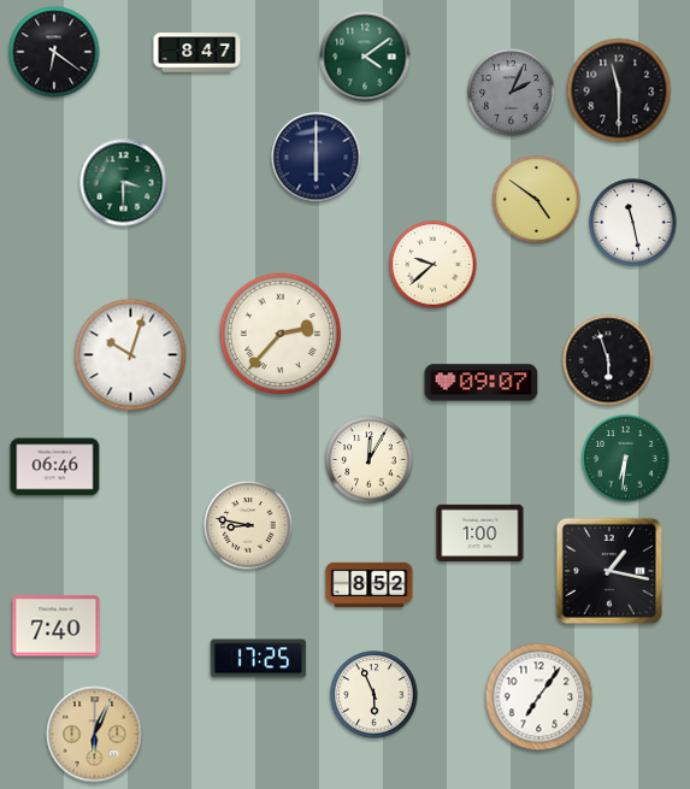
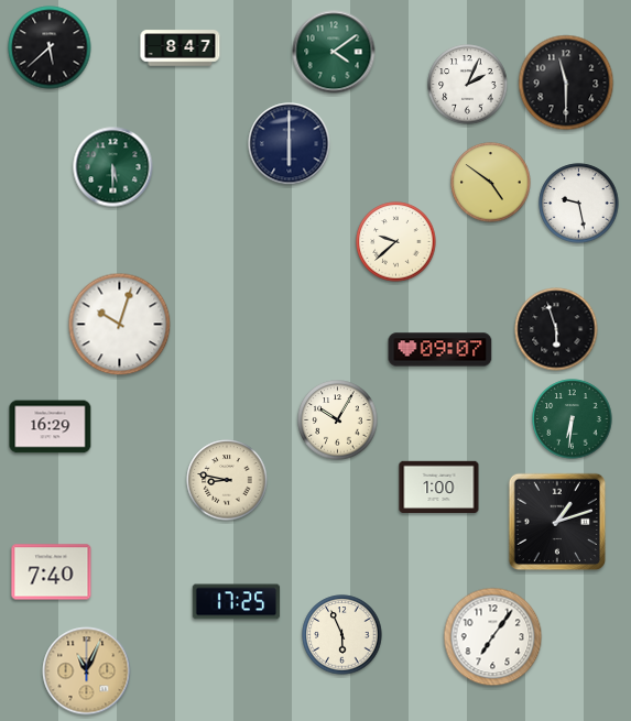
clock at (54, 52): 6:21 -> 5:38
clock at (512, 93) dial: grey -> white
clock at (124, 183): 3:30 -> 5:30
clock at (633, 223): 11:28 -> 9:28
clock at (279, 332): 2:37 -> none
clock at (370, 460): 12:05 -> 10:05
clock at (55, 467): 06:46 -> 16:29
clock at (609, 571): 1:17 -> 1:12
clock at (370, 584): 8:52 -> none
clock at (95, 735): 6:04 -> 11:04
